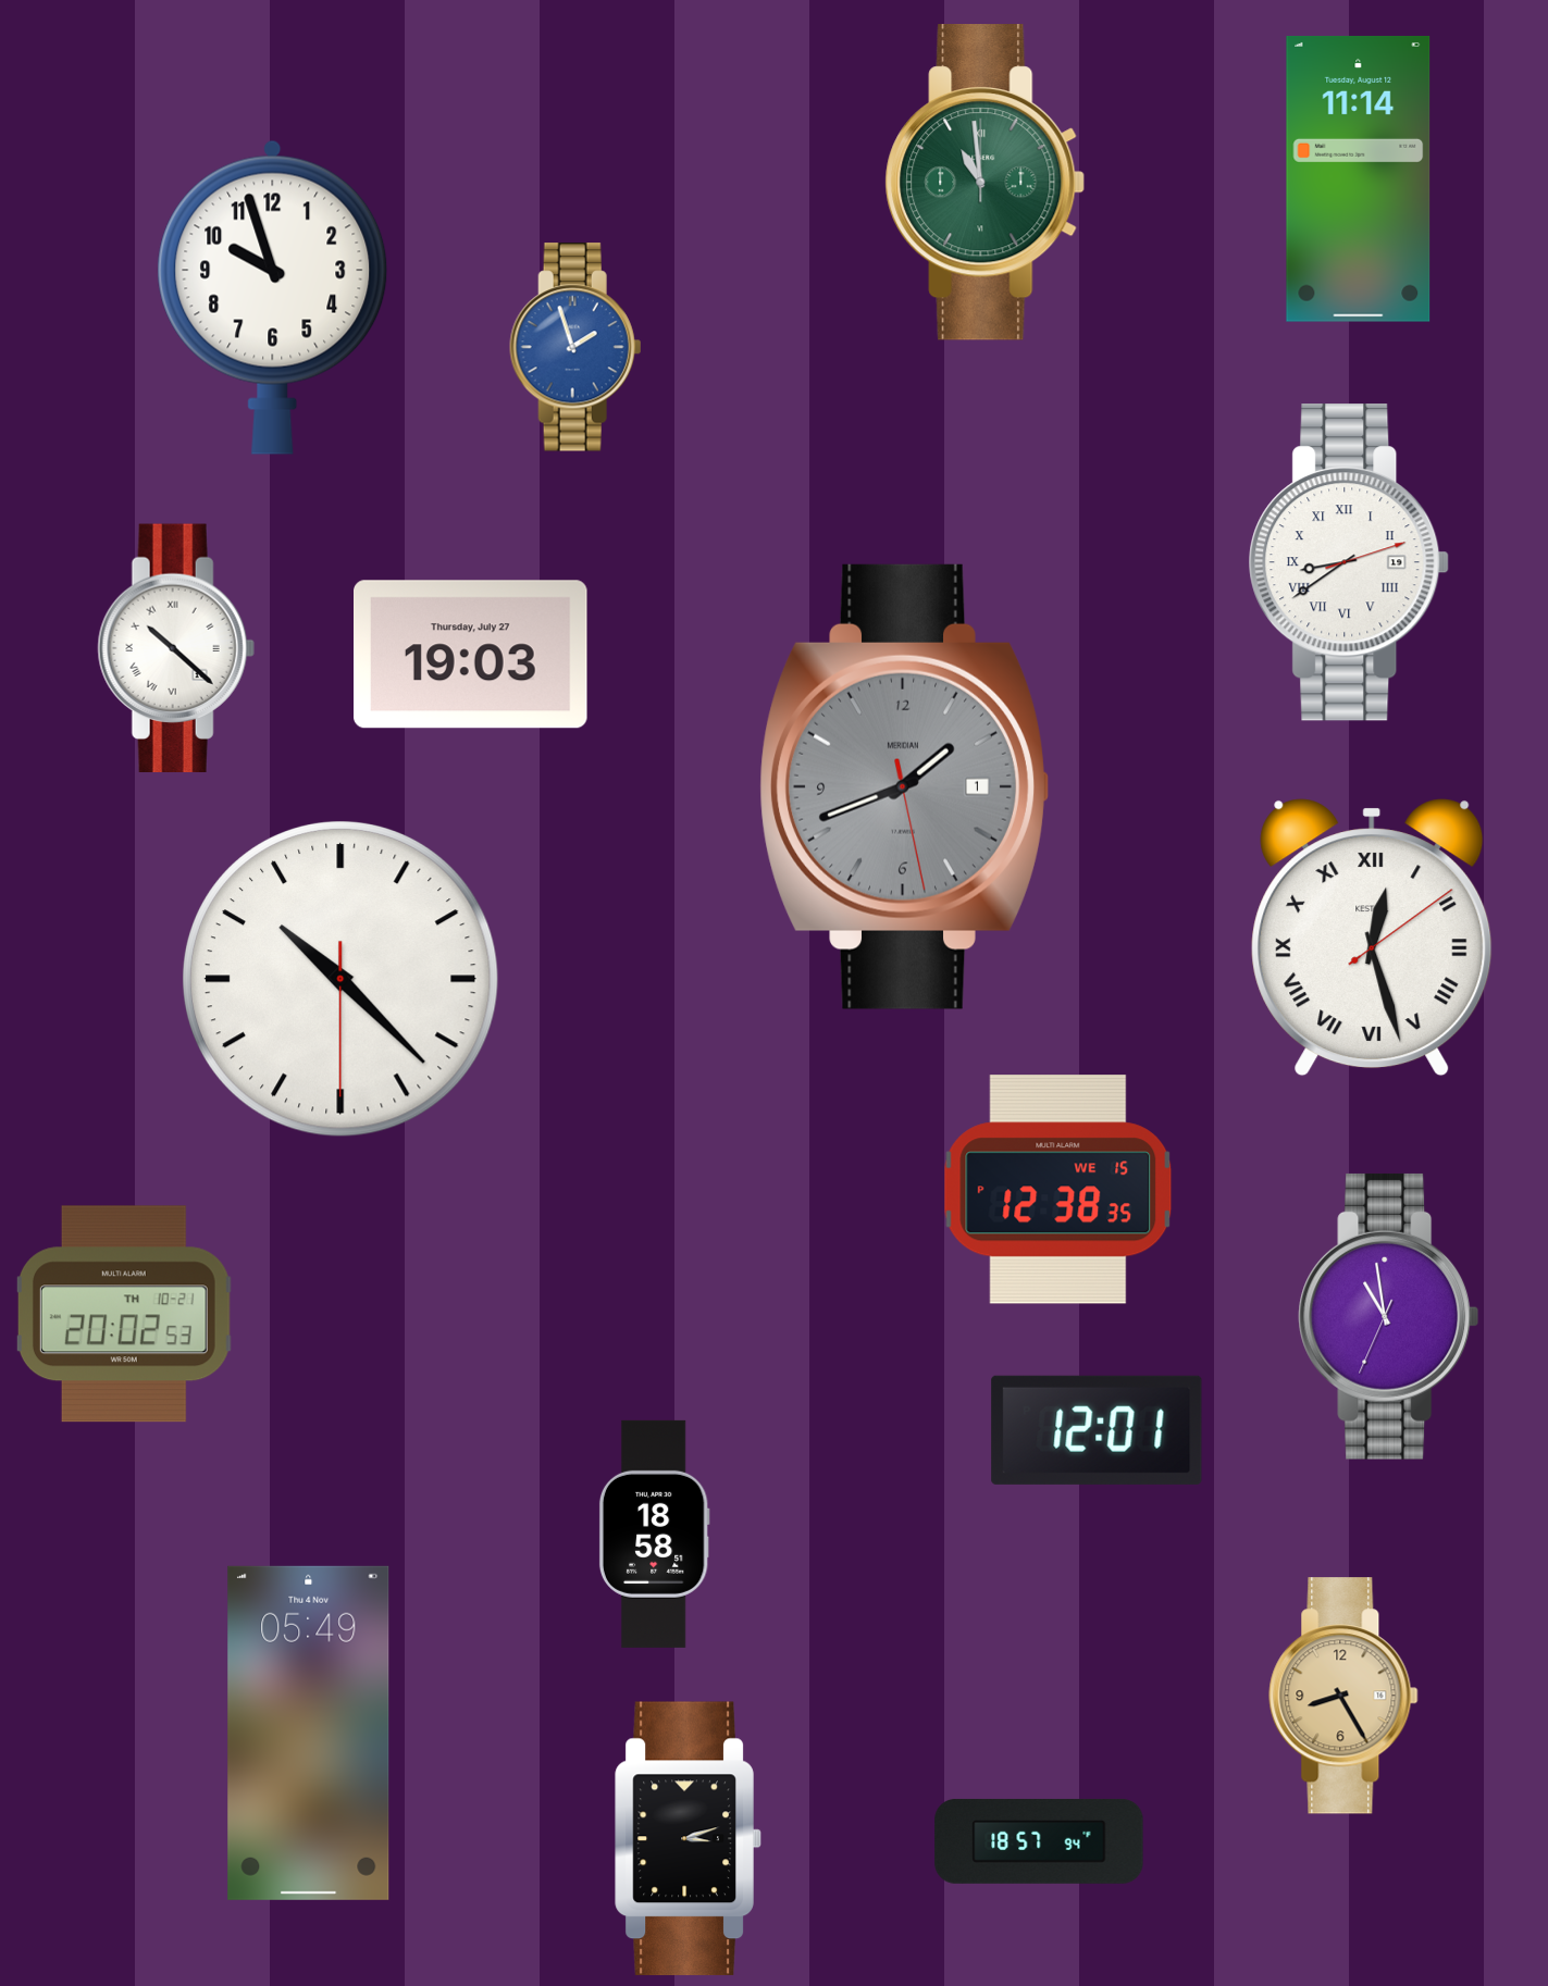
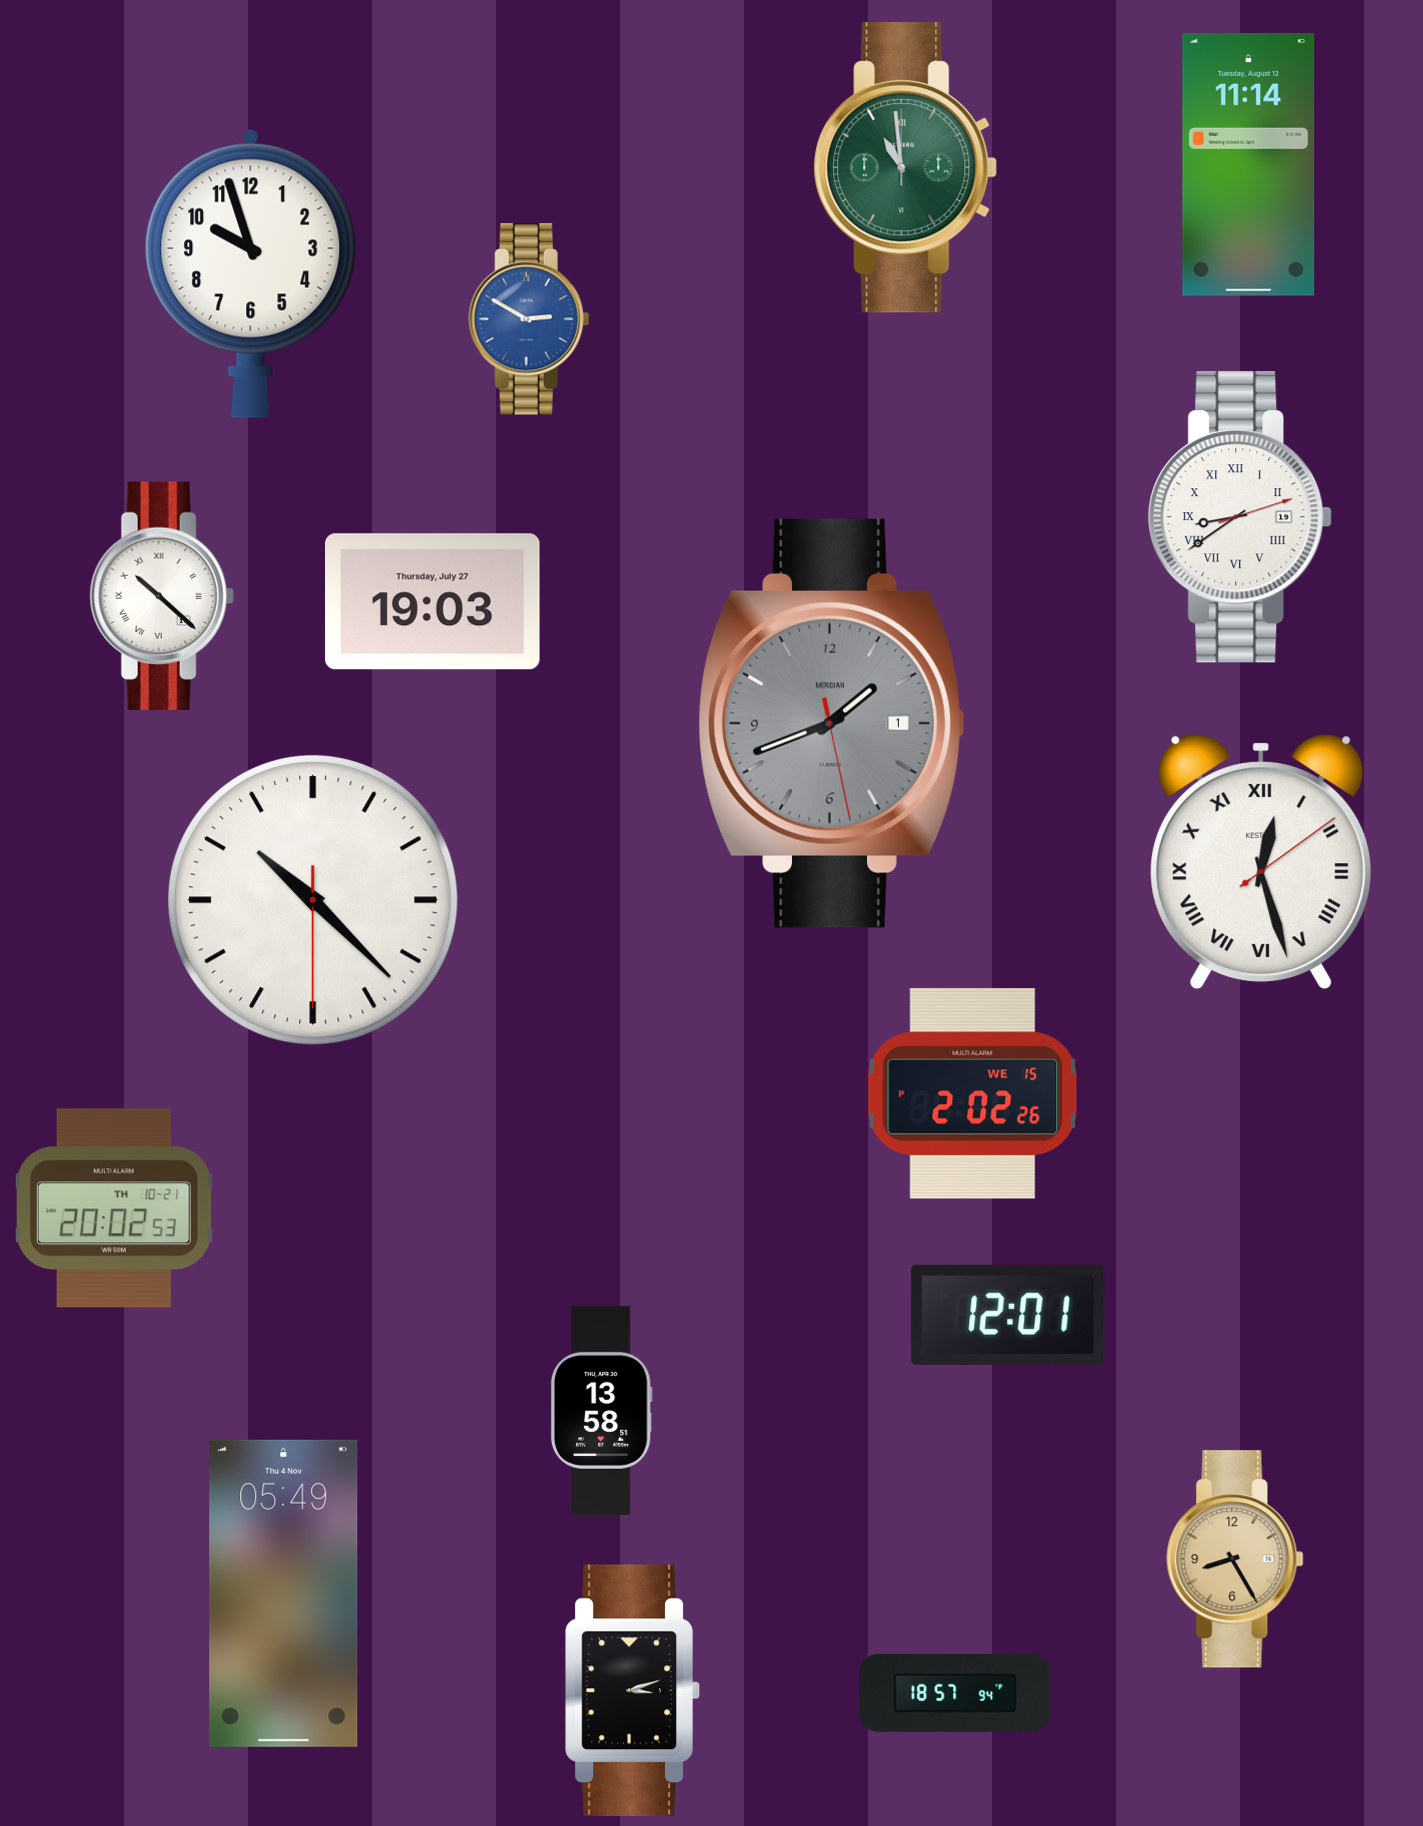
clock at (575, 347): 1:57 -> 2:50
clock at (1058, 1190): 12:38 -> 2:02
clock at (1389, 1316): 10:58 -> none
clock at (654, 1534): 18:58 -> 13:58
